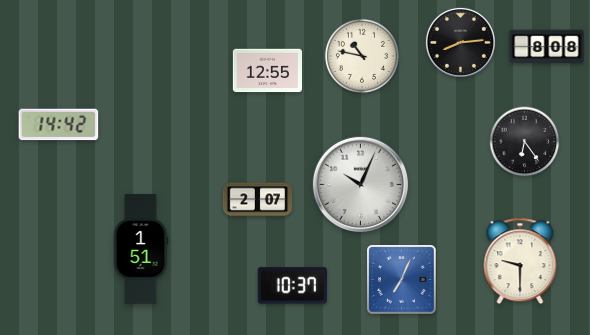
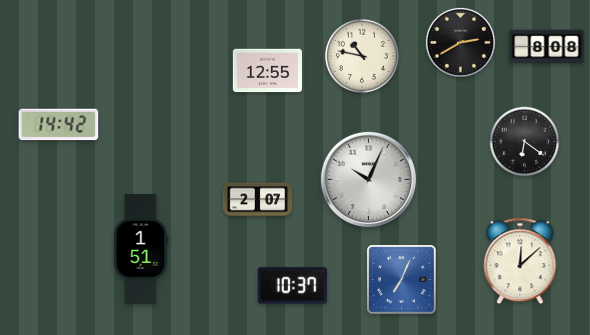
clock at (460, 42): 8:14 -> 2:40
clock at (525, 142): 6:24 -> 6:21
clock at (360, 184) position: (360, 184) -> (368, 179)
clock at (520, 261): 9:30 -> 12:08
